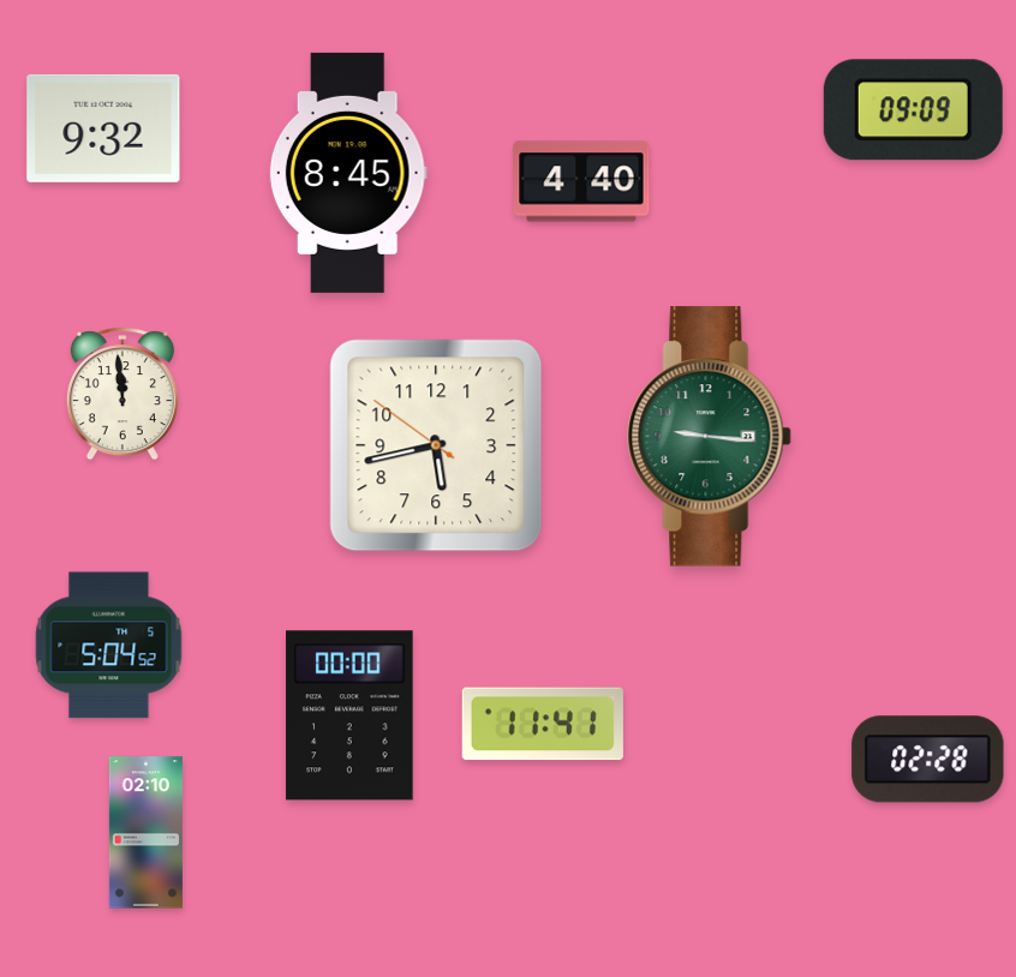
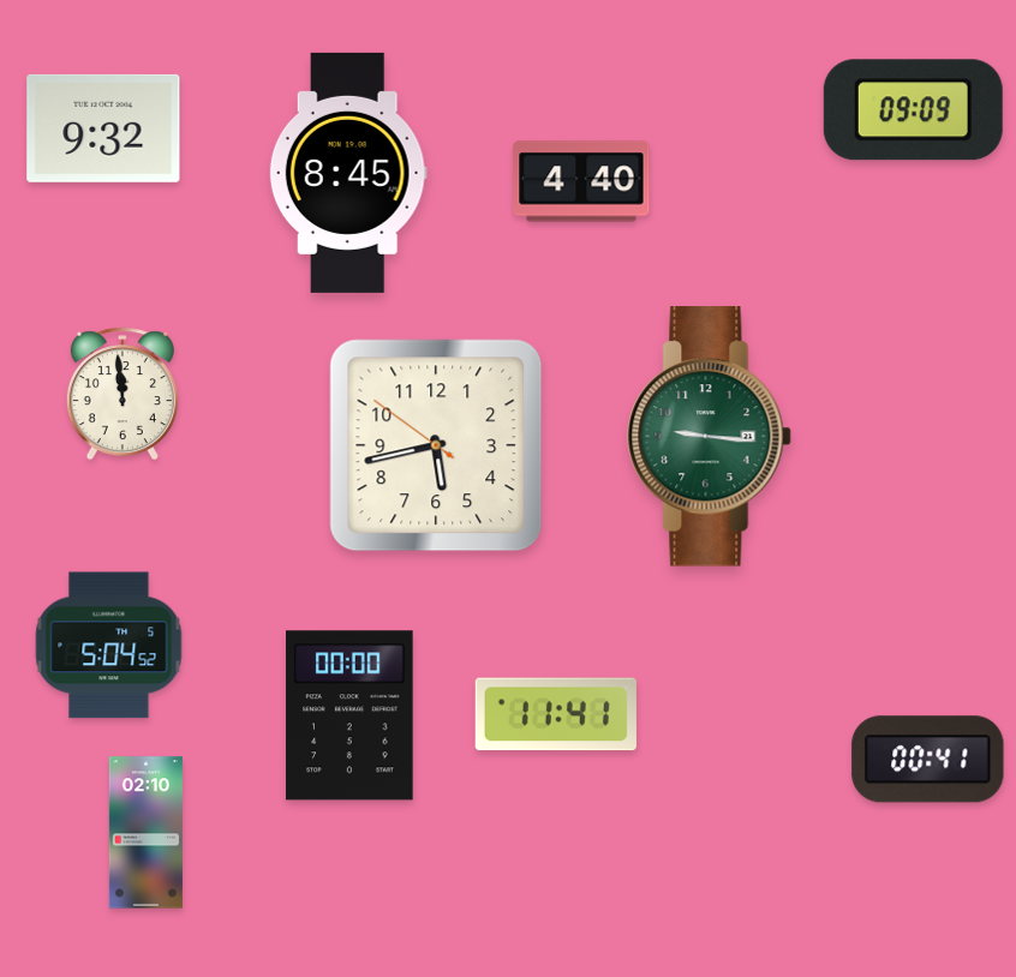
clock at (543, 724) position: (543, 724) -> (556, 714)
clock at (928, 760): 02:28 -> 00:41
